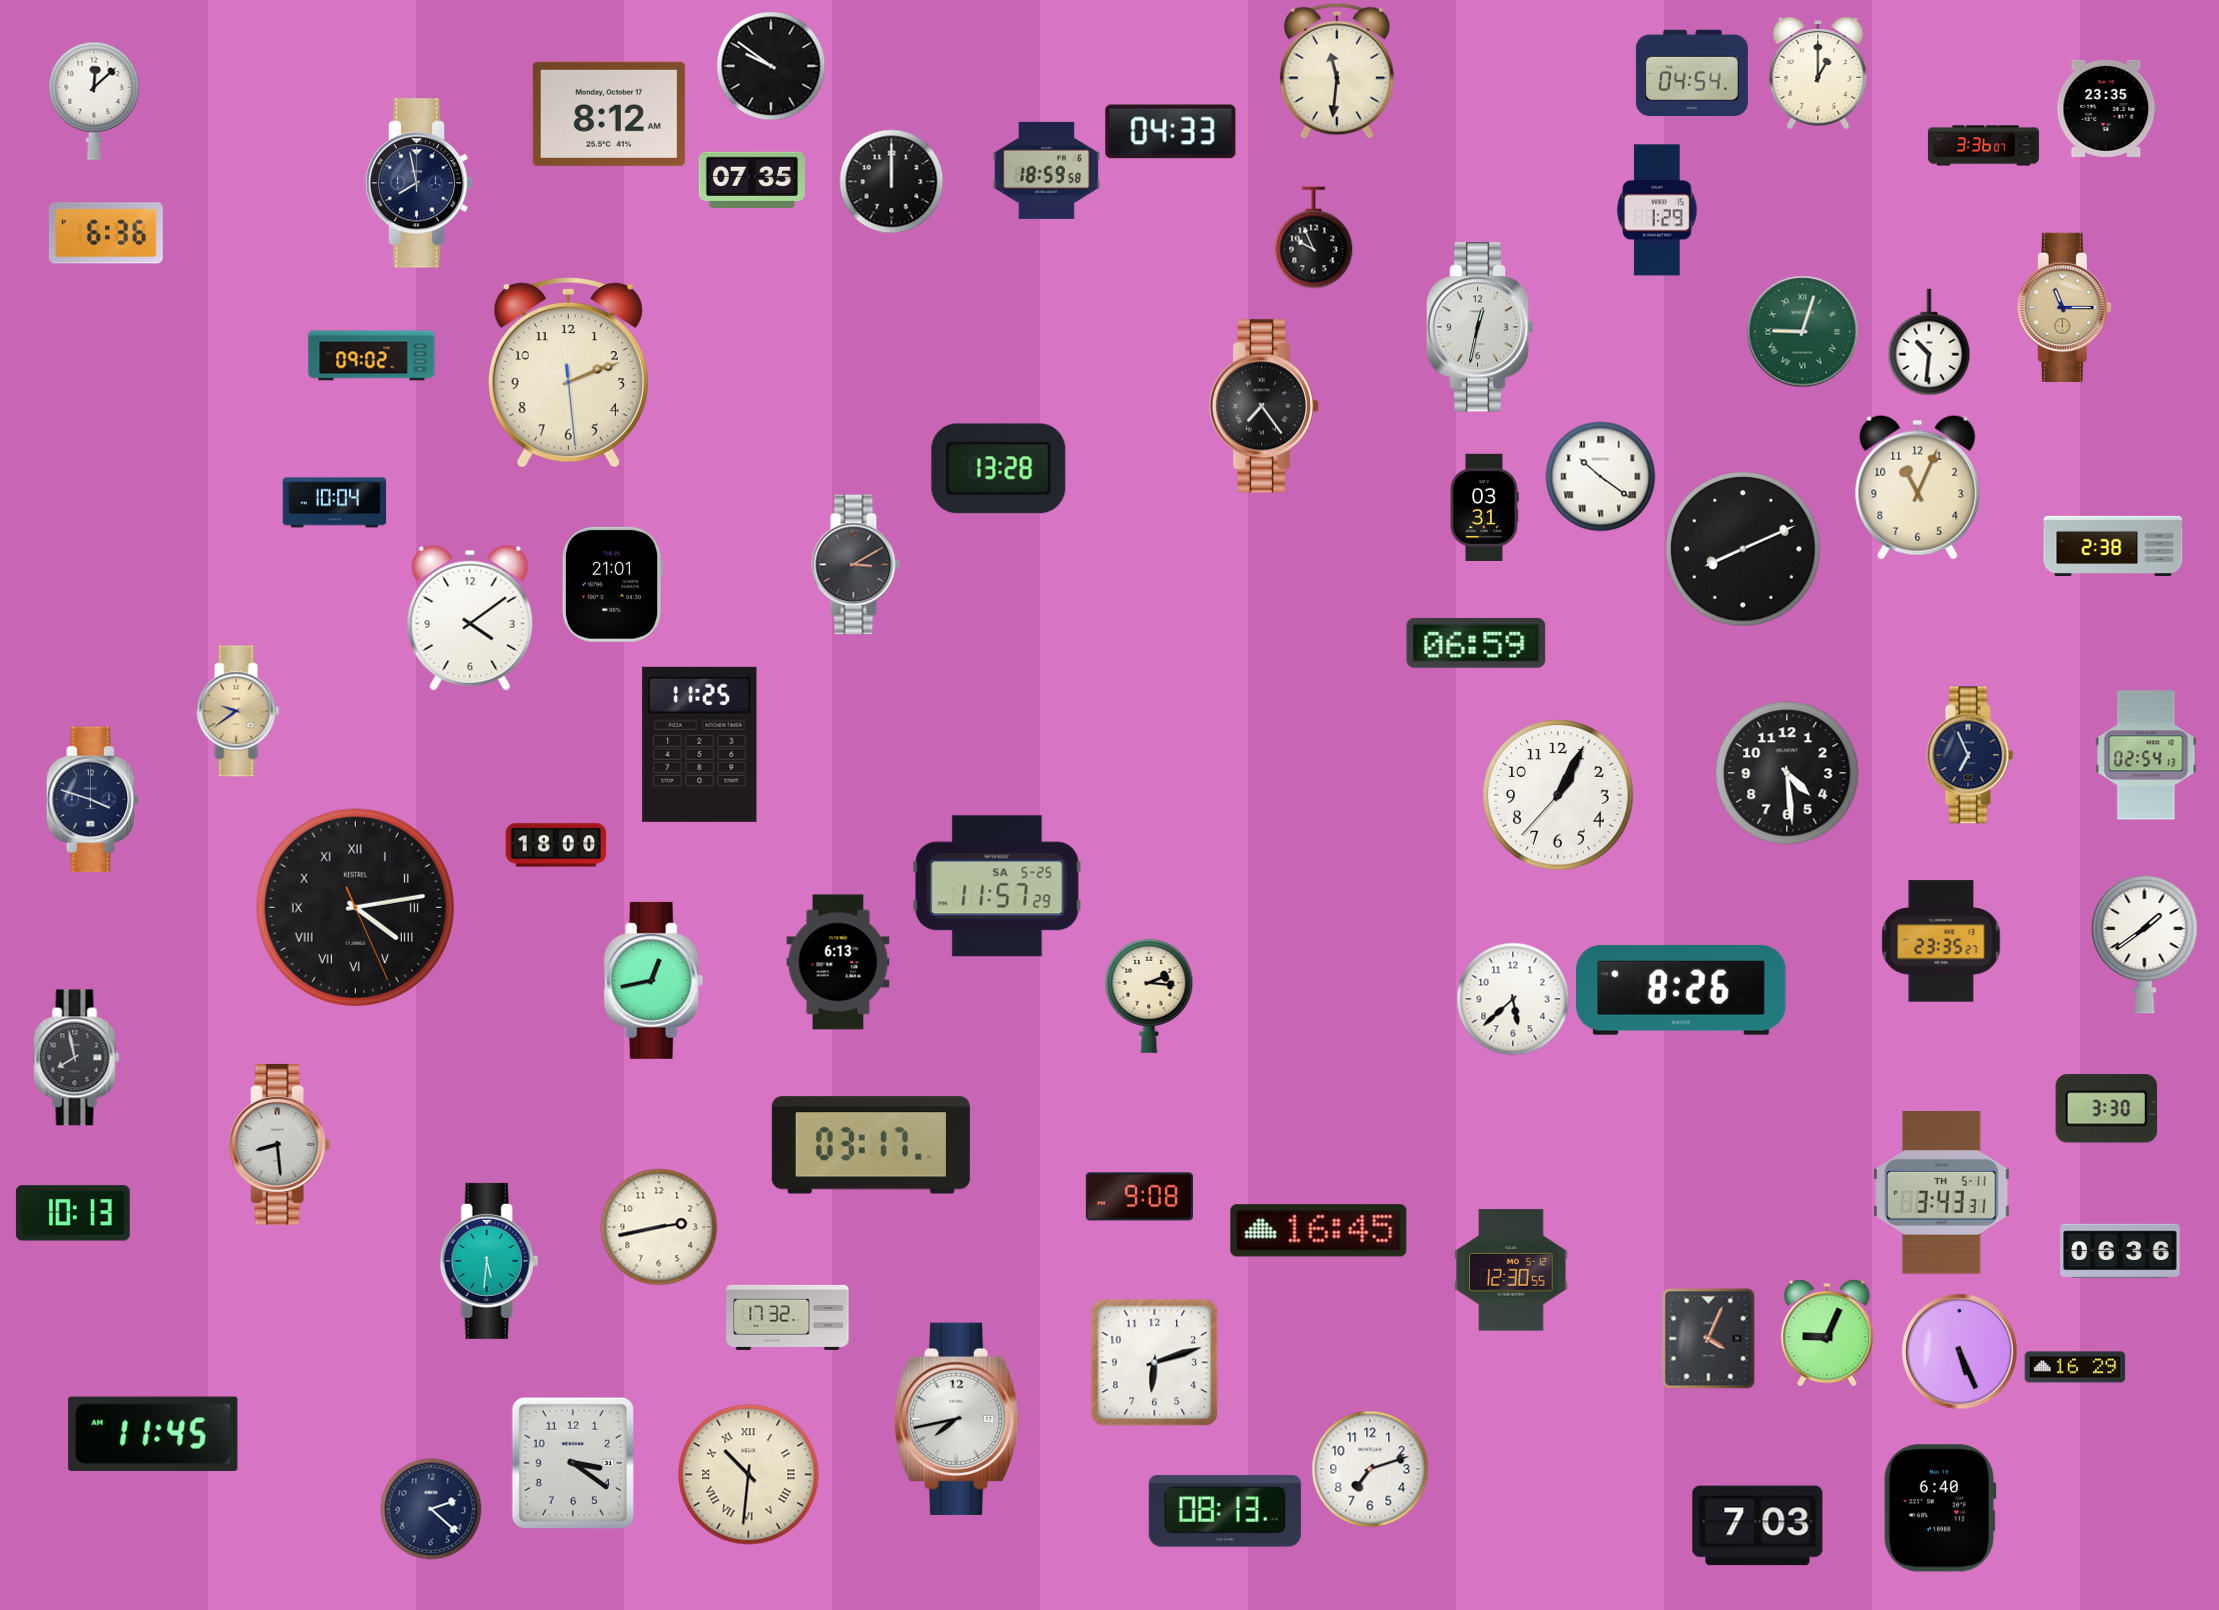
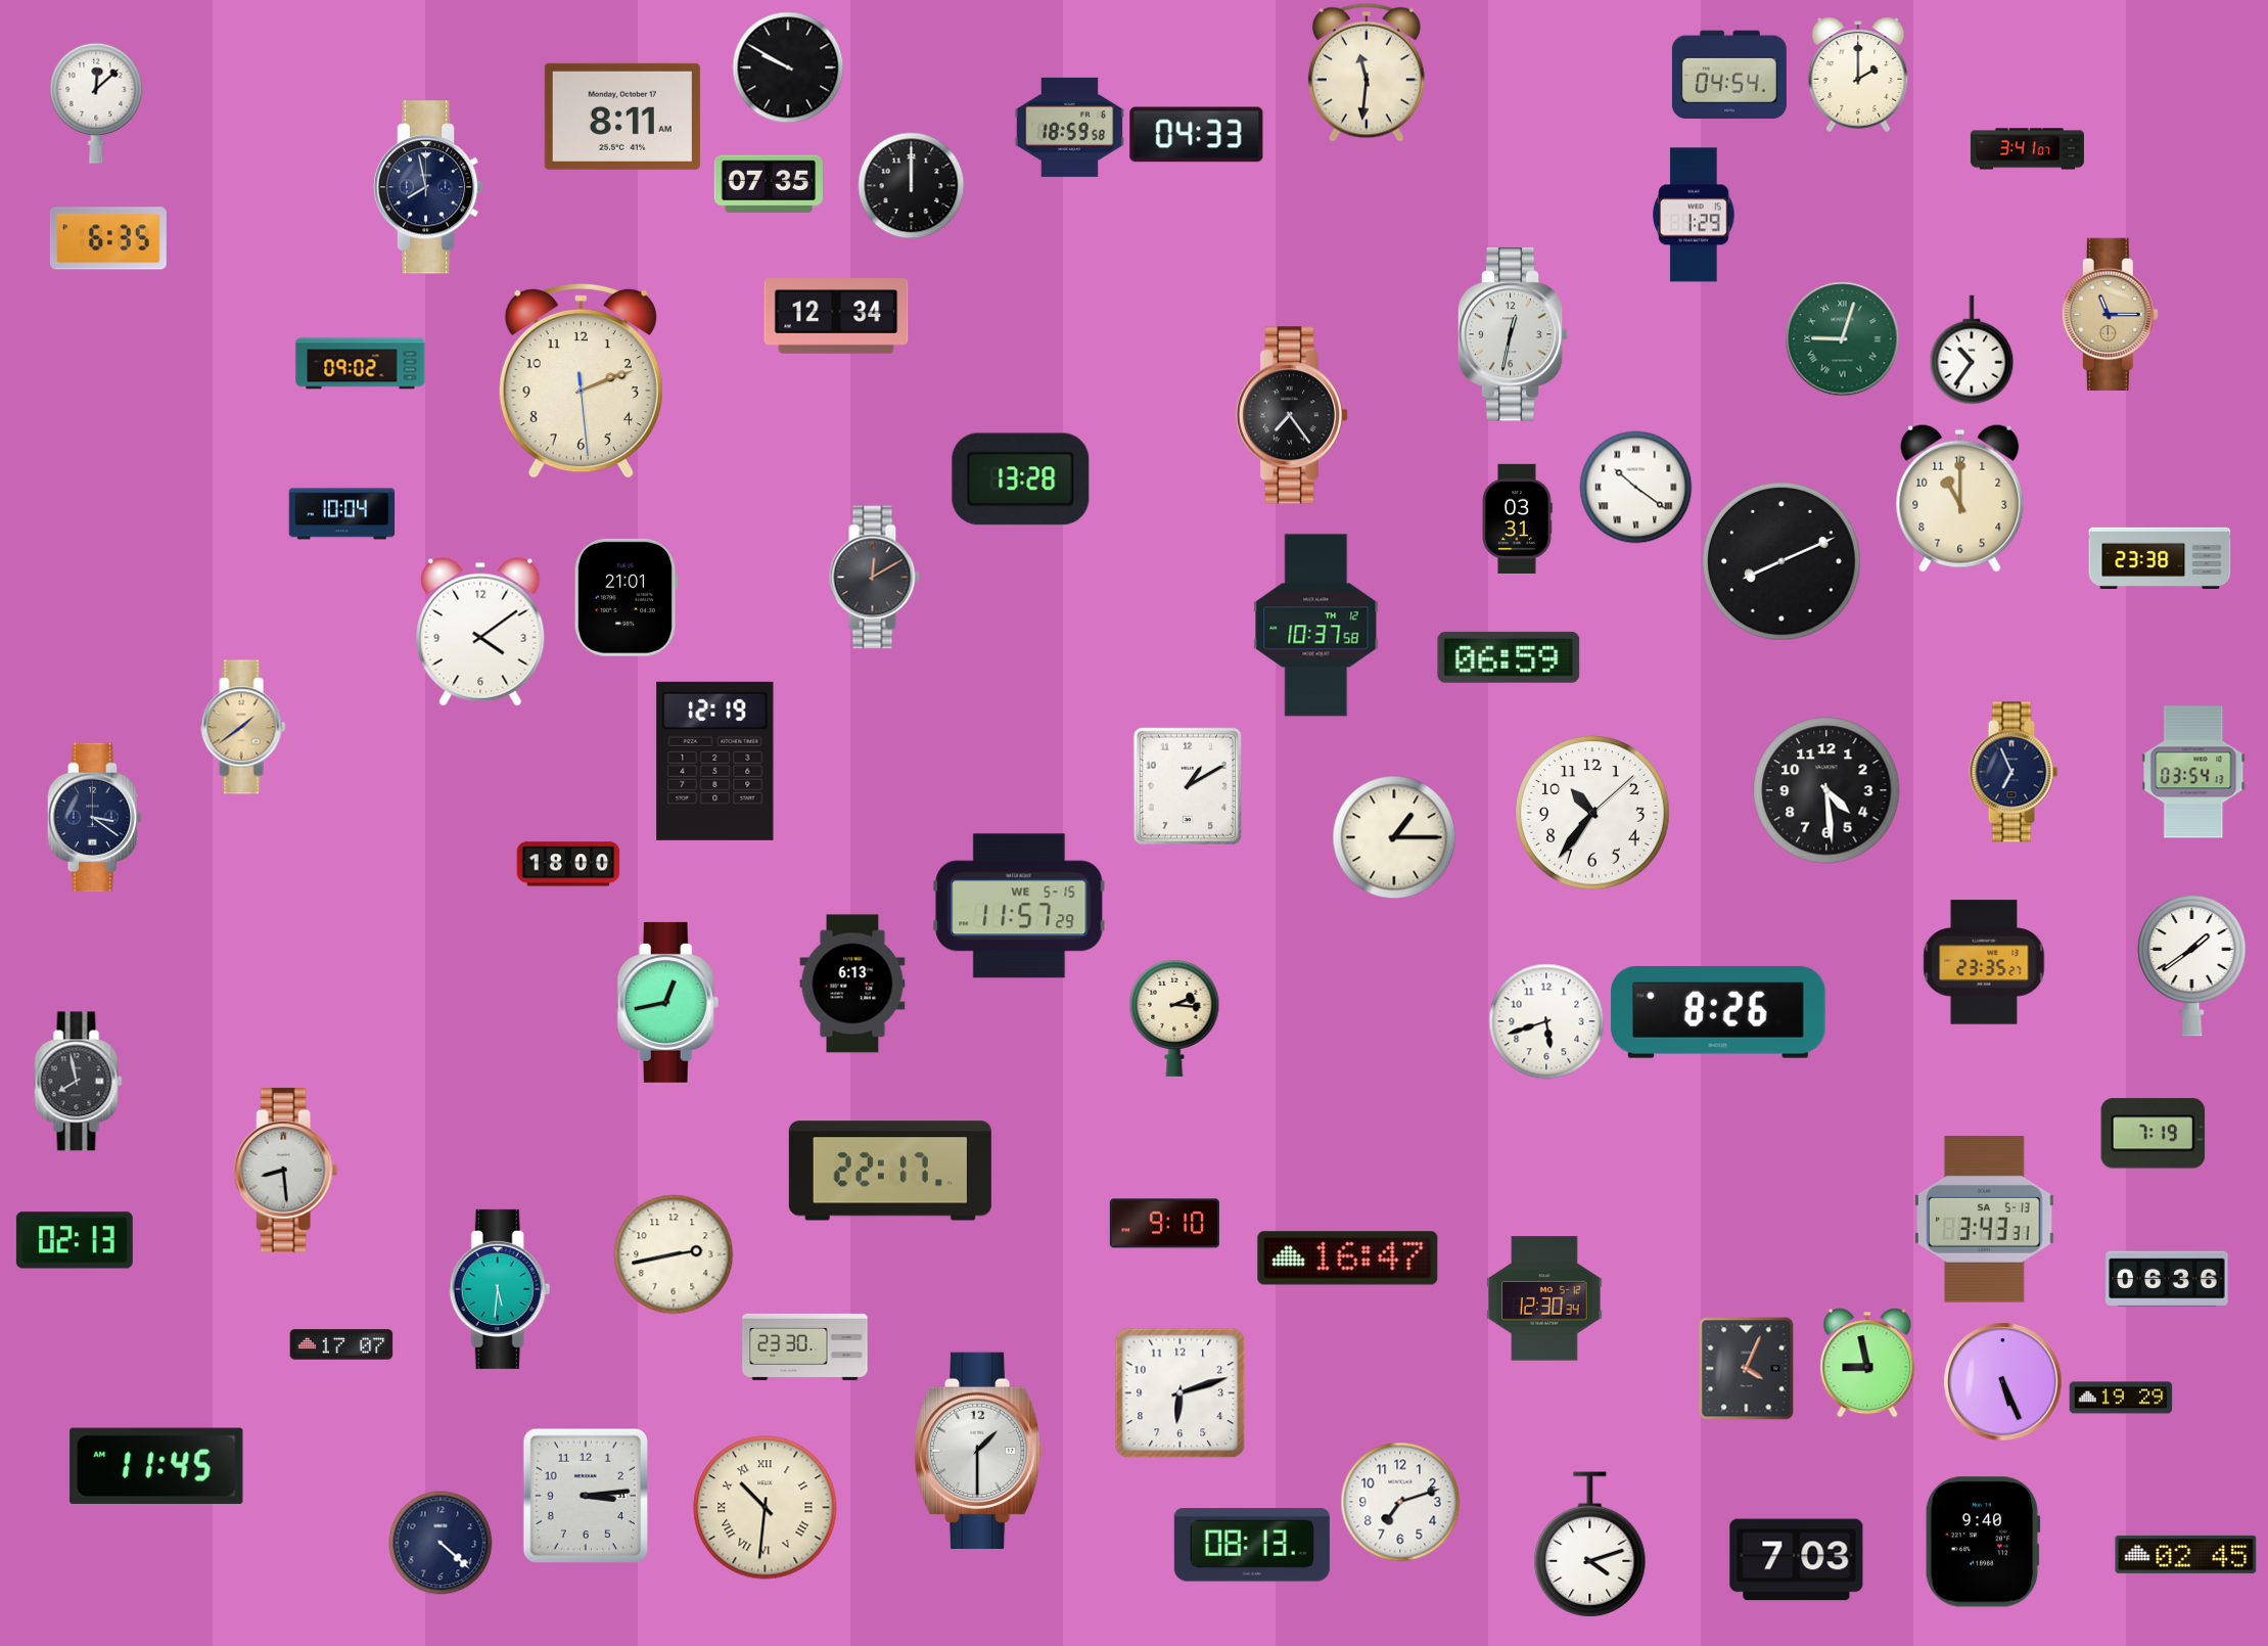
clock at (771, 66): 9:51 -> 9:50
clock at (1818, 73): 1:00 -> 2:00
clock at (2107, 108): 23:35 -> none
clock at (609, 114): 8:12 -> 8:11
clock at (1983, 146): 3:36 -> 3:41
clock at (1046, 170) position: (1046, 170) -> (1069, 127)
clock at (106, 233): 6:36 -> 6:35
clock at (1314, 238): 9:56 -> none
clock at (836, 316): none -> 12:34
clock at (1929, 342): 10:31 -> 10:36
clock at (372, 356) position: (372, 356) -> (361, 364)
clock at (1918, 487): 11:04 -> 11:00
clock at (2113, 546): 2:38 -> 23:38
clock at (855, 565): 3:10 -> 12:10
clock at (1316, 626): none -> 10:37
clock at (238, 711): 9:39 -> 1:39
clock at (700, 744): 11:25 -> 12:19
clock at (2146, 755): 02:54 -> 03:54
clock at (1188, 786): none -> 1:10
clock at (1558, 795): 1:04 -> 10:36
clock at (92, 800): 3:48 -> 3:21
clock at (1394, 837): none -> 1:15
clock at (997, 886) date: SA 5-25 -> WE 5-15
clock at (355, 907): 4:13 -> none
clock at (838, 962) position: (838, 962) -> (852, 984)
clock at (1513, 999): 5:38 -> 5:42
clock at (2107, 1109): 3:30 -> 7:19
clock at (871, 1145): 03:17 -> 22:17
clock at (1942, 1193) date: TH 5-11 -> SA 5-13
clock at (1139, 1197): 9:08 -> 9:10
clock at (73, 1213): 10:13 -> 02:13
clock at (1319, 1231): 16:45 -> 16:47
clock at (1511, 1270): 12:30:55 -> 12:30:34
clock at (341, 1344): none -> 17:07
clock at (788, 1317): 17:32 -> 23:30
clock at (1827, 1333): 9:04 -> 8:58
clock at (2075, 1367): 16:29 -> 19:29
clock at (957, 1419): 7:43 -> 1:30
clock at (573, 1463): 3:21 -> 3:14
clock at (1940, 1508): 6:40 -> 9:40
clock at (431, 1509): 2:22 -> 4:22
clock at (1590, 1545): none -> 4:12
clock at (2186, 1554): none -> 02:45
